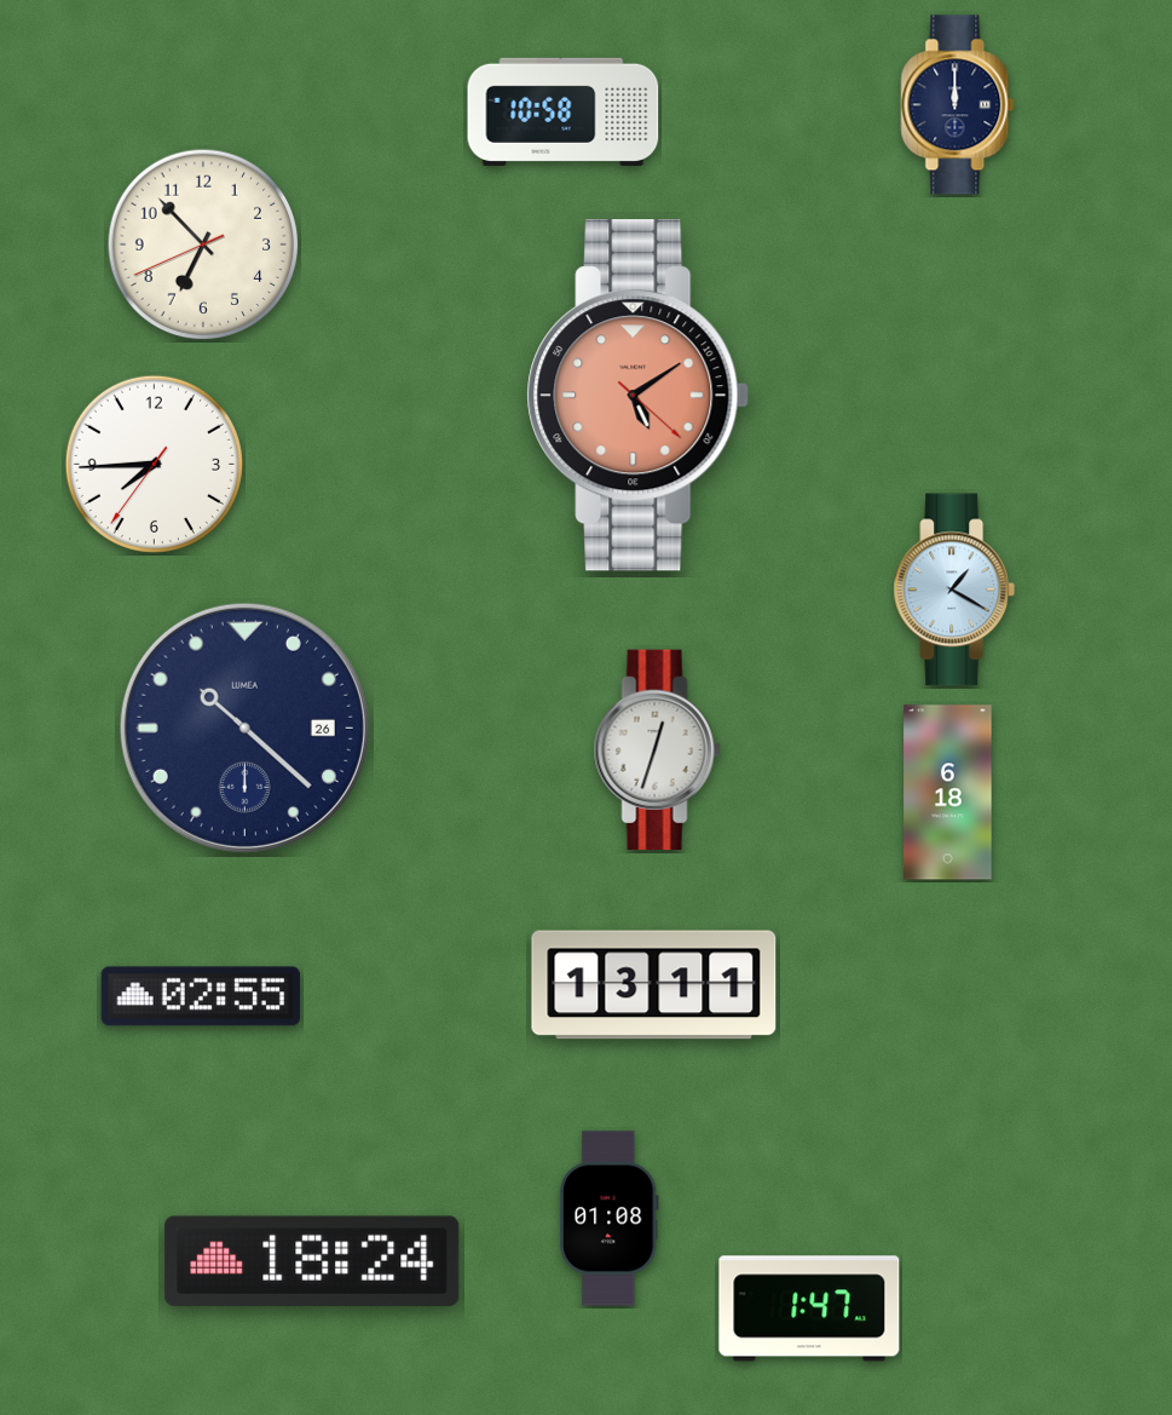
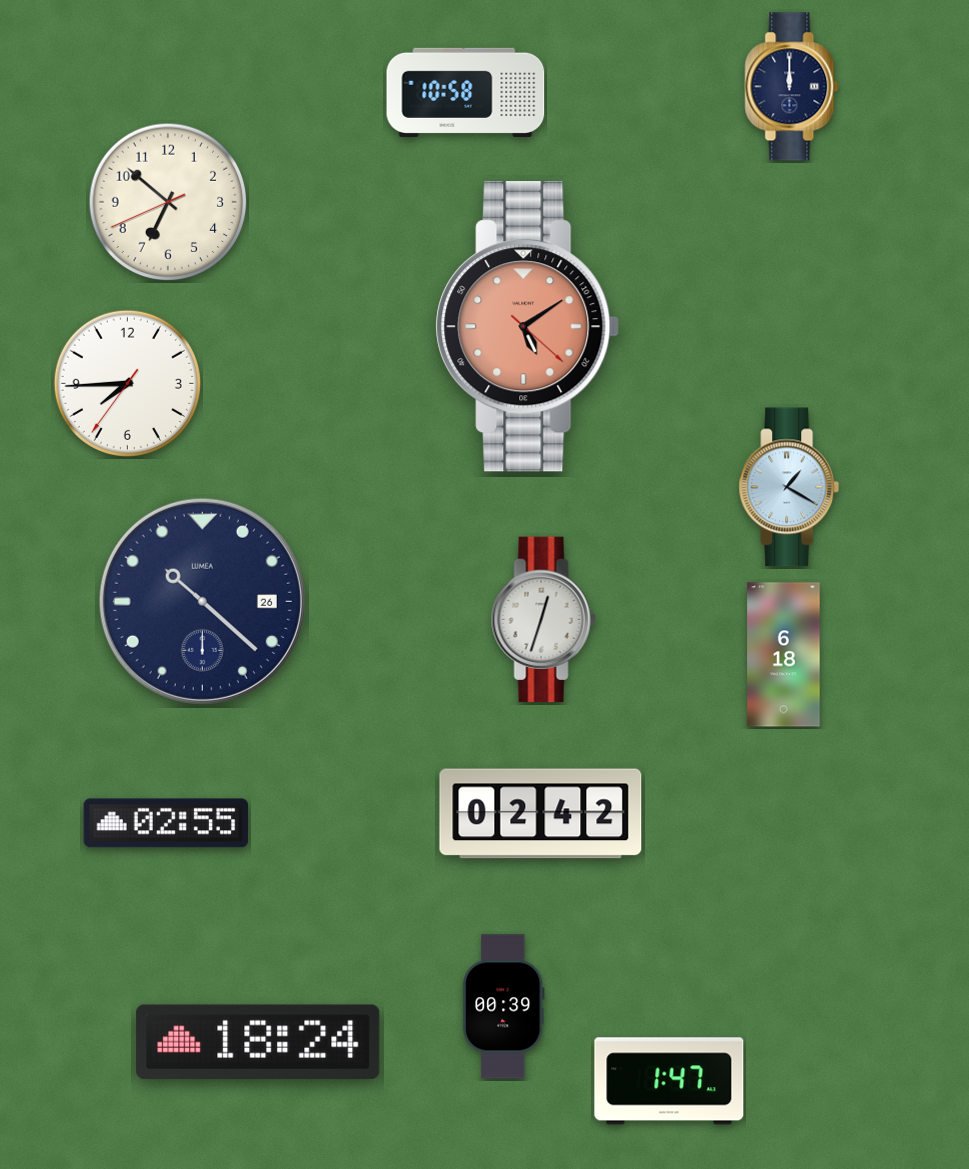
clock at (203, 245): 6:52 -> 6:51
clock at (654, 985): 13:11 -> 02:42
clock at (610, 1219): 01:08 -> 00:39
